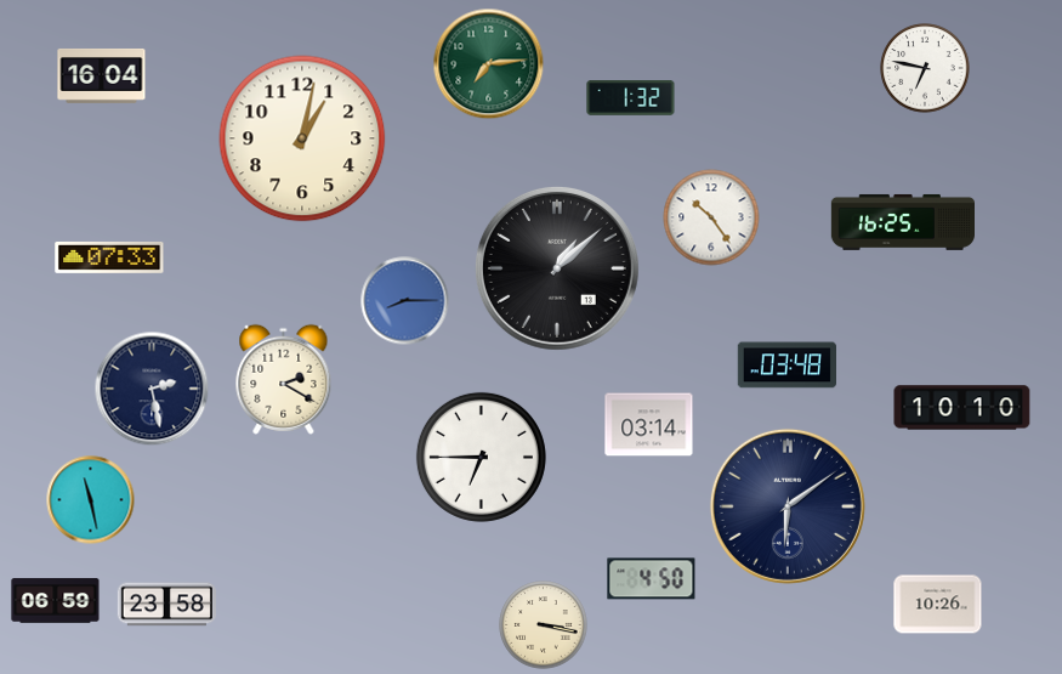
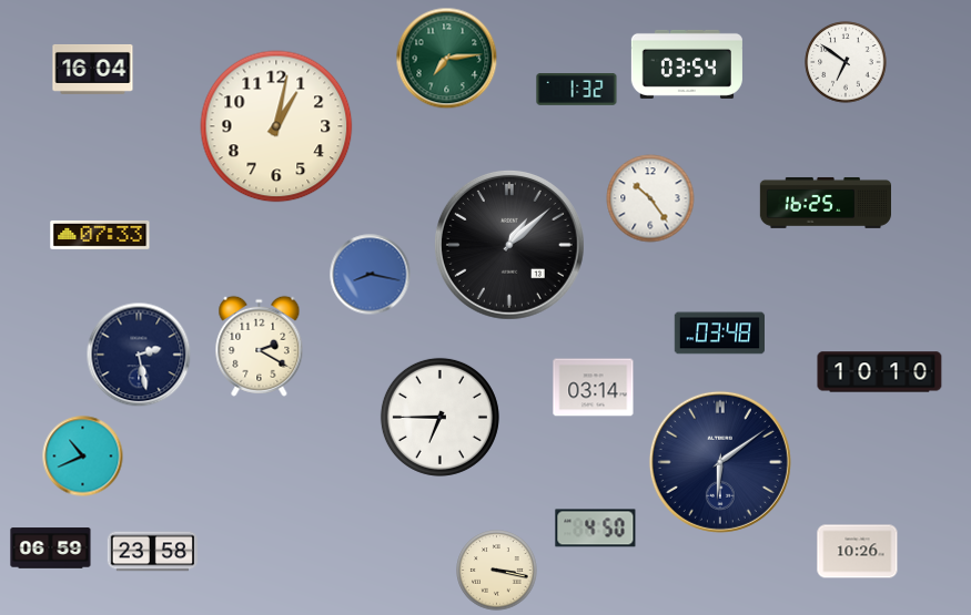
clock at (925, 68): 6:47 -> 6:51
clock at (687, 64): none -> 03:54
clock at (405, 301): 8:15 -> 8:17
clock at (91, 500): 11:28 -> 10:41
